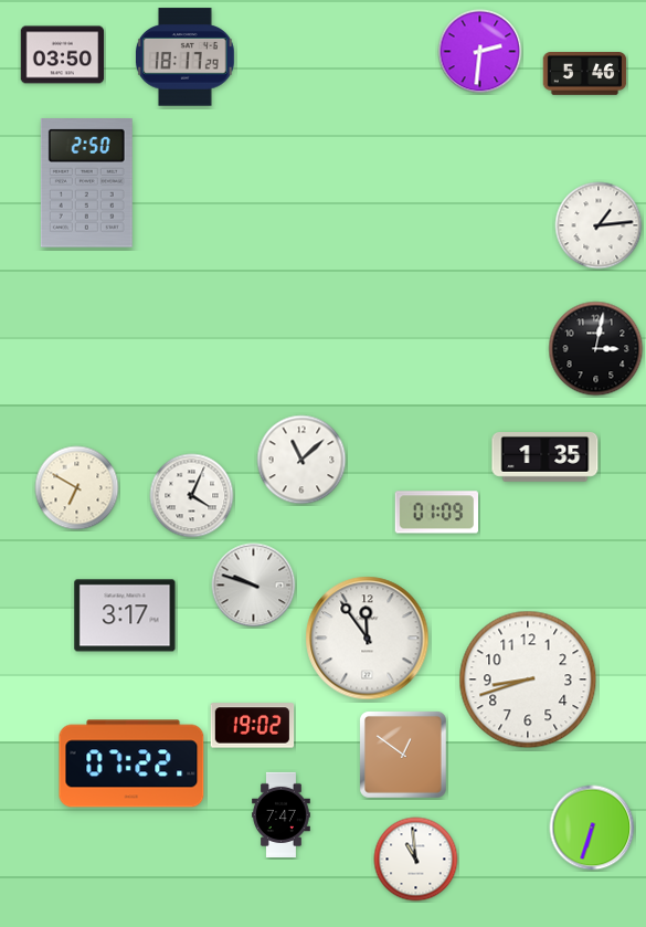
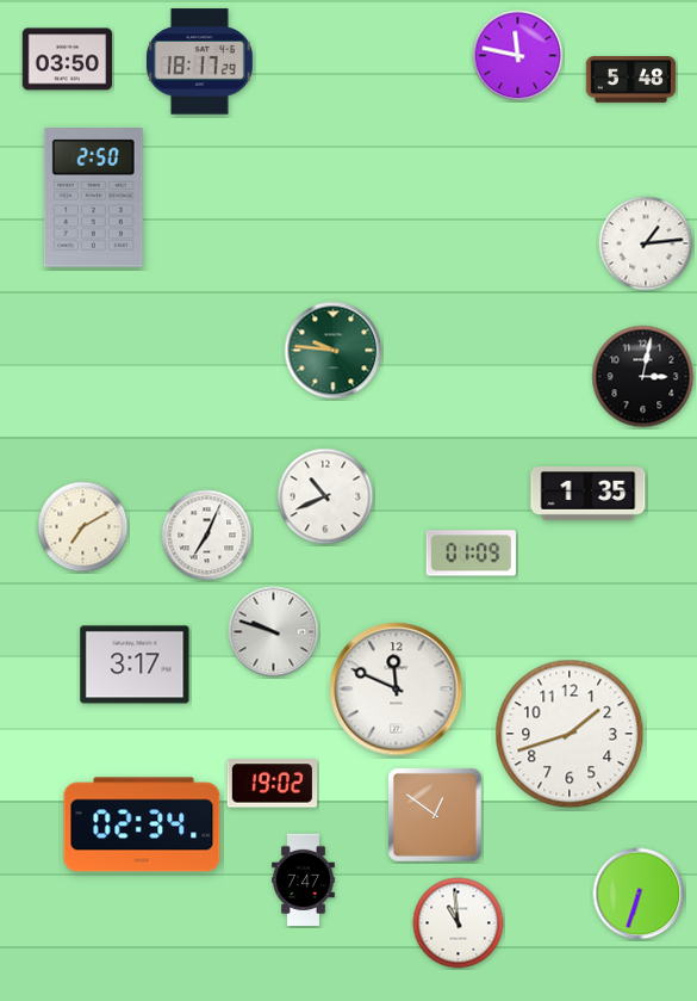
clock at (480, 52): 2:31 -> 11:47
clock at (585, 74): 5:46 -> 5:48
clock at (334, 351): none -> 9:46
clock at (301, 460): 11:08 -> 10:41
clock at (77, 488): 6:50 -> 7:10
clock at (192, 496): 4:04 -> 7:04
clock at (368, 639): 11:54 -> 11:49
clock at (528, 680): 8:42 -> 1:42
clock at (131, 763): 07:22 -> 02:34
clock at (416, 860) position: (416, 860) -> (459, 923)
